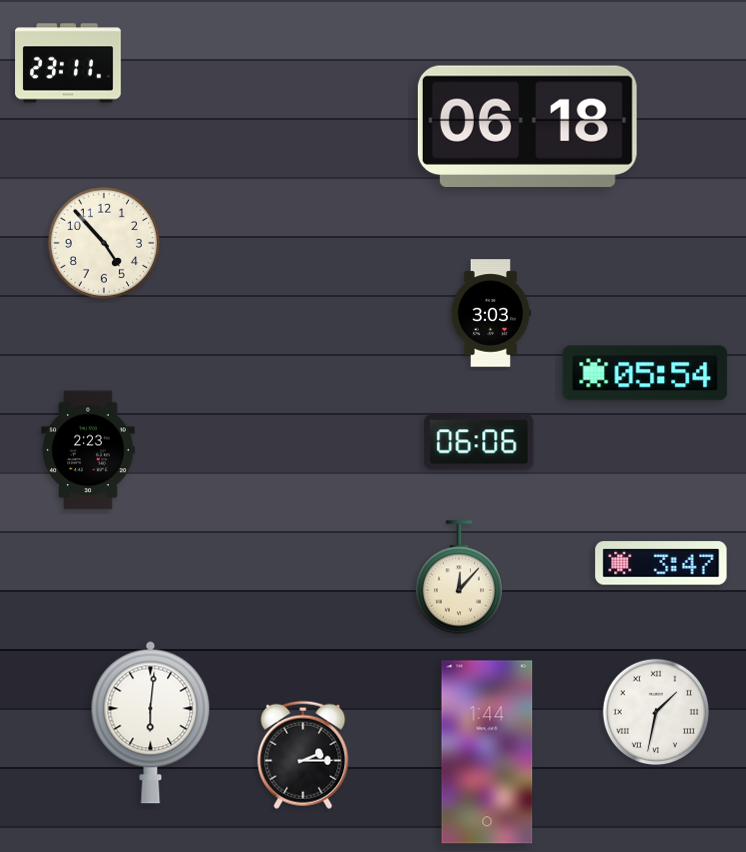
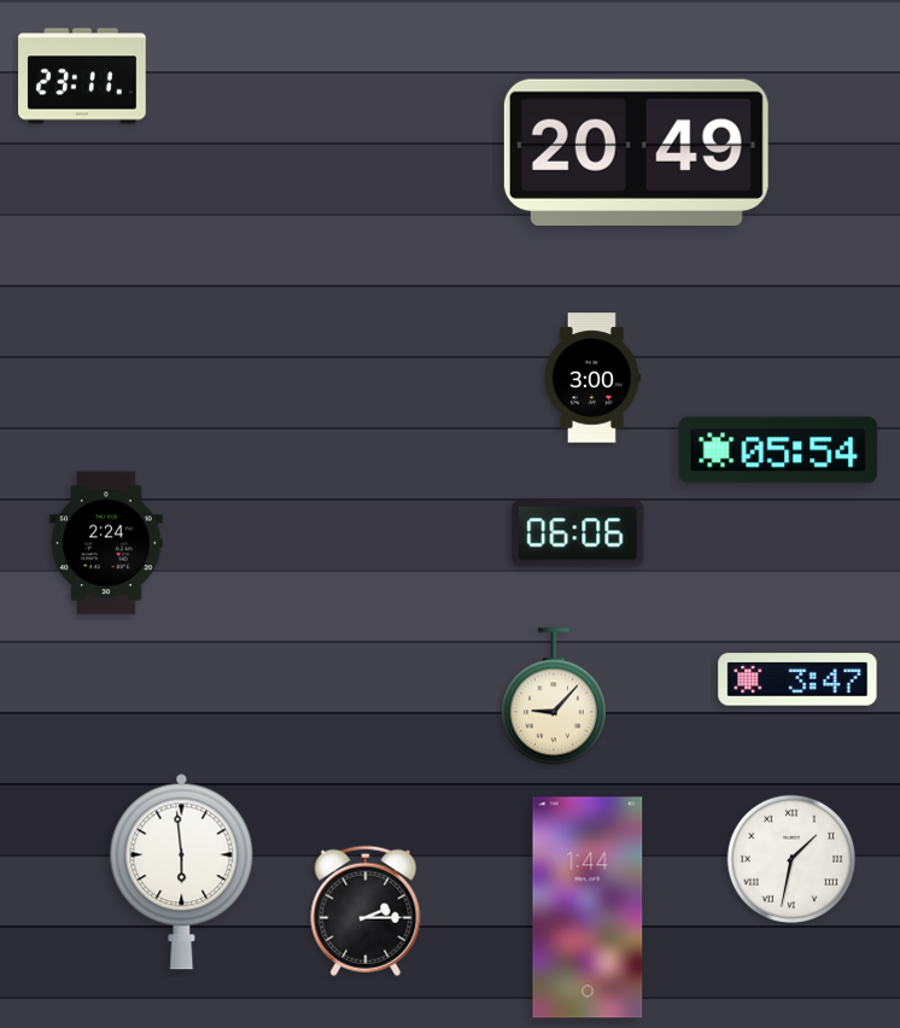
clock at (527, 126): 06:18 -> 20:49
clock at (104, 243): 4:53 -> none
clock at (490, 313): 3:03 -> 3:00
clock at (88, 450): 2:23 -> 2:24
clock at (459, 577): 12:07 -> 9:07
clock at (151, 722): 6:01 -> 5:59
